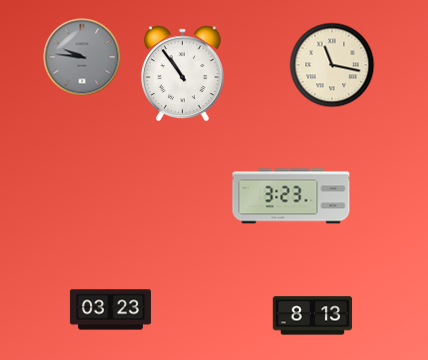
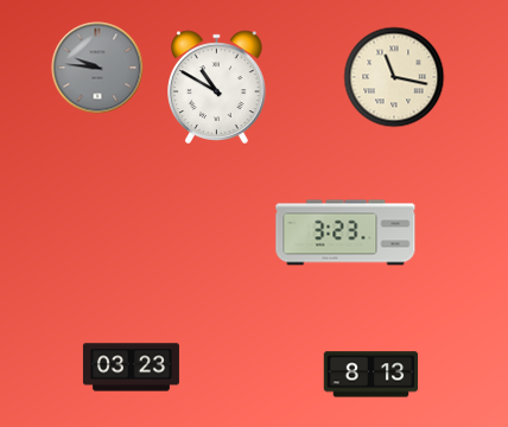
clock at (183, 74): 10:54 -> 10:50
